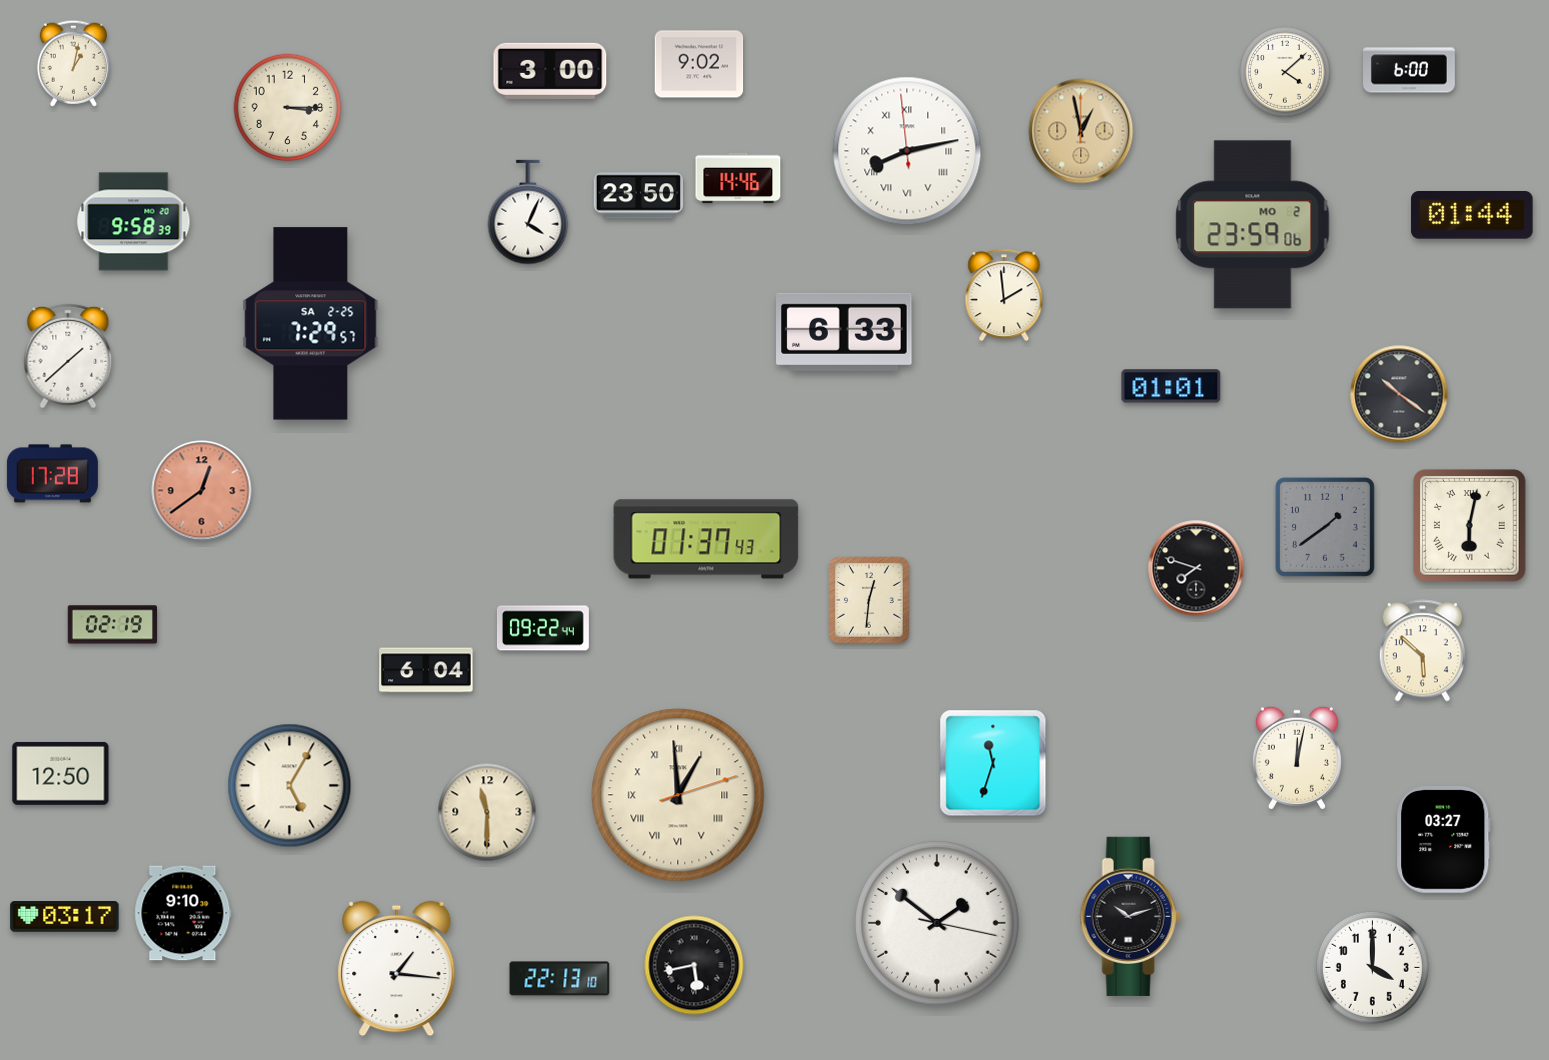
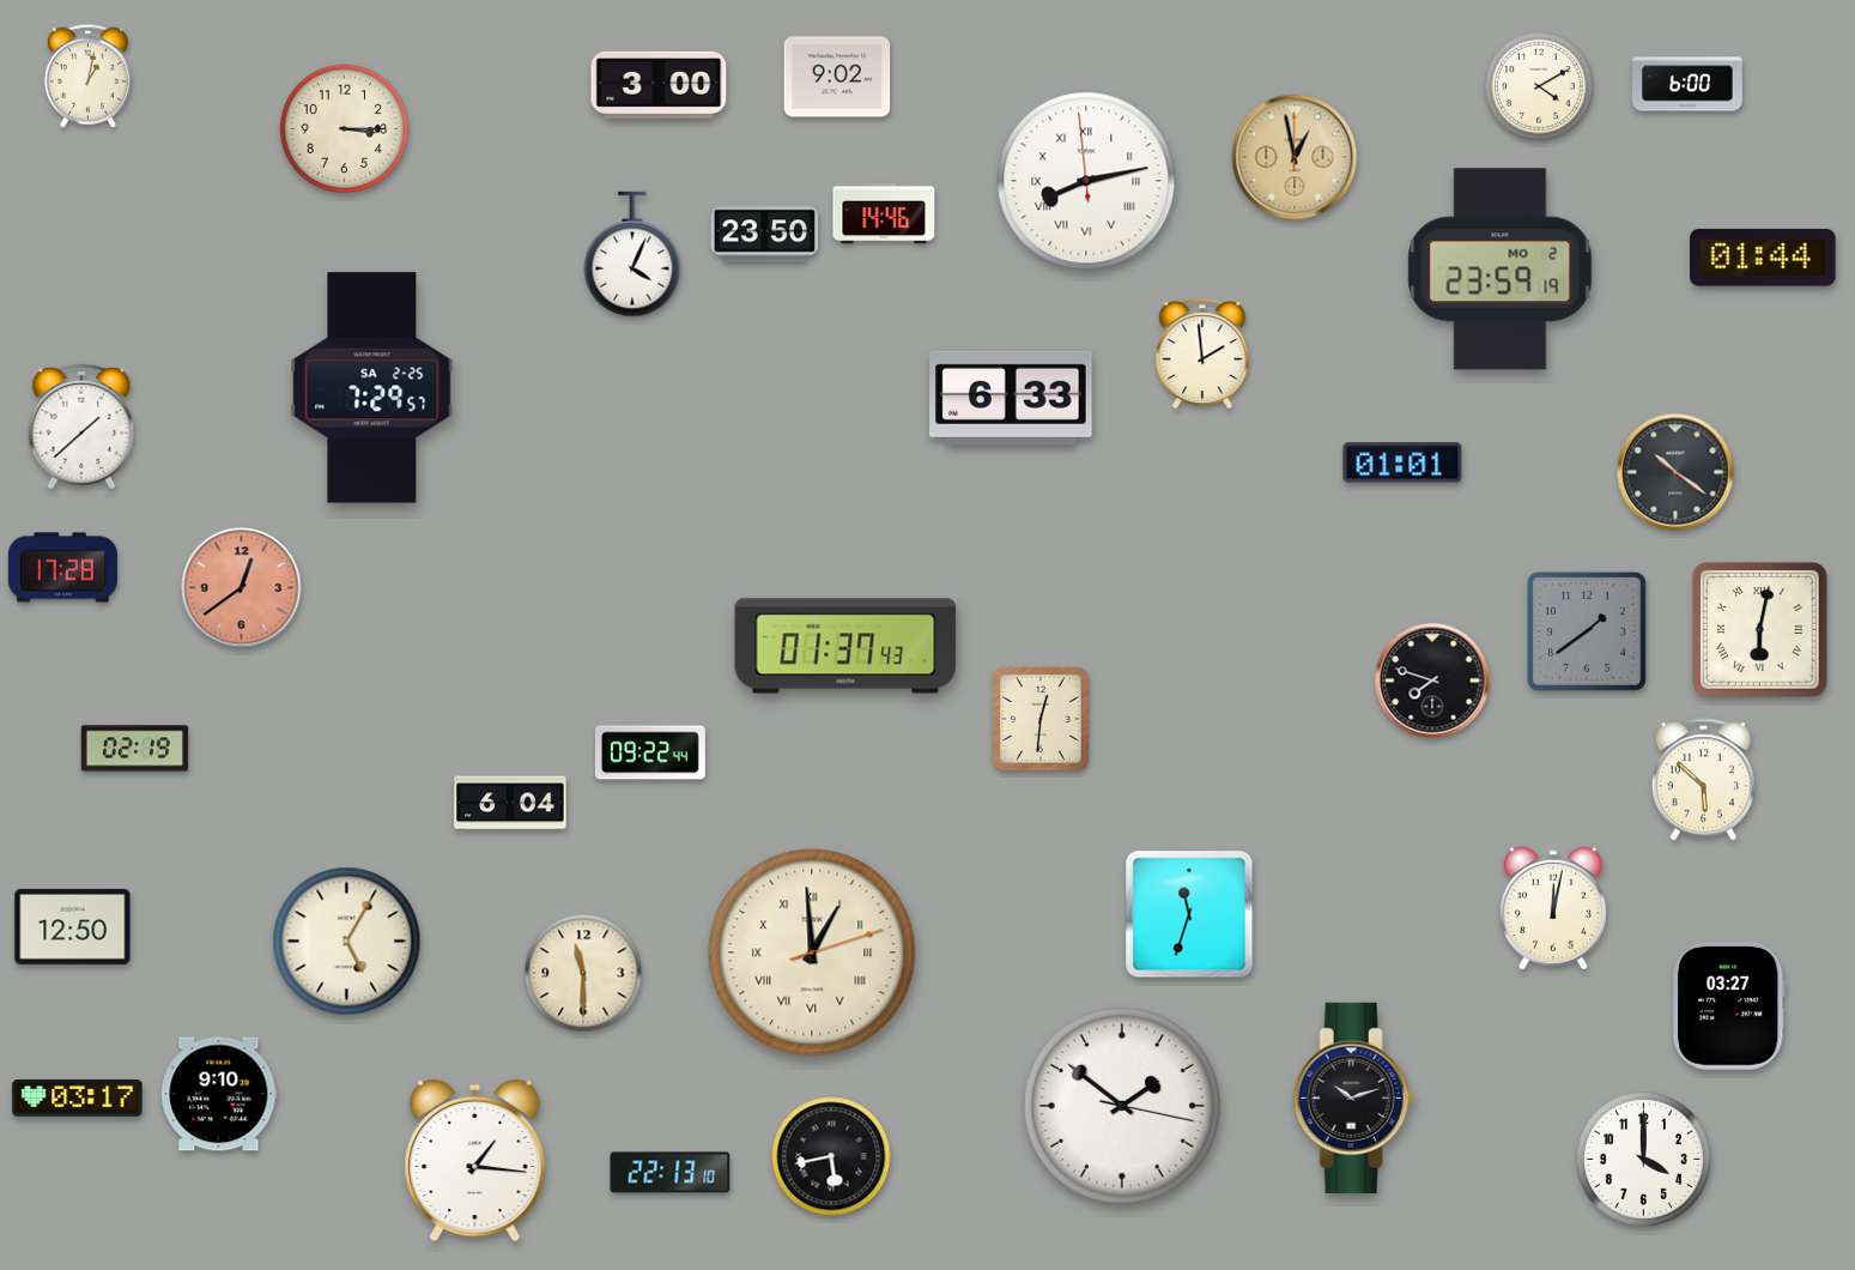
clock at (1285, 72): 4:08 -> 4:10
clock at (134, 222): 9:58 -> none
clock at (1253, 225): 23:59:06 -> 23:59:19
